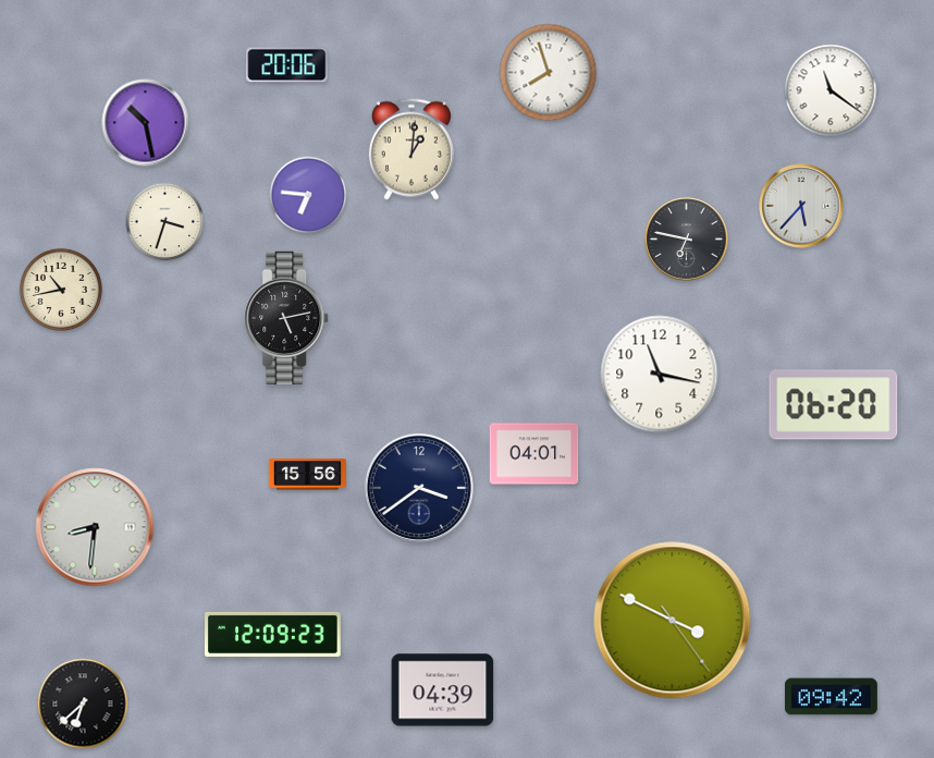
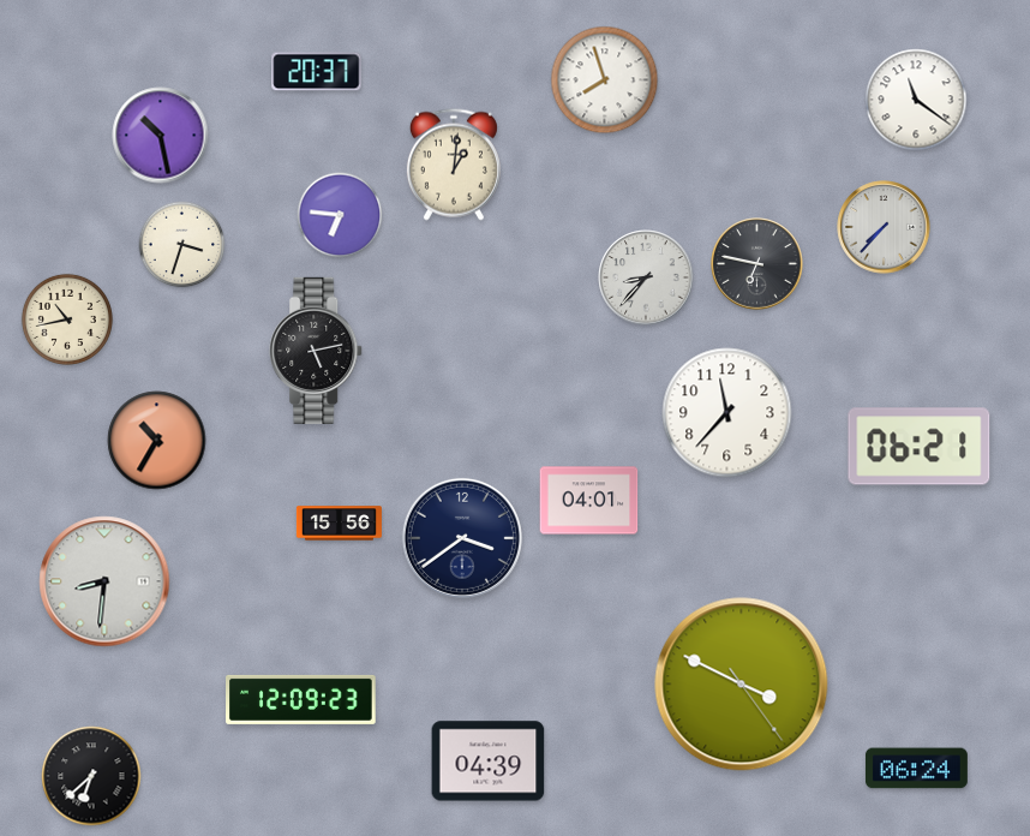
clock at (287, 65): 20:06 -> 20:37
clock at (801, 206): 5:37 -> 7:37
clock at (646, 277): none -> 8:37
clock at (660, 375): 11:17 -> 11:37
clock at (157, 441): none -> 10:35
clock at (834, 405): 06:20 -> 06:21
clock at (831, 697): 09:42 -> 06:24
